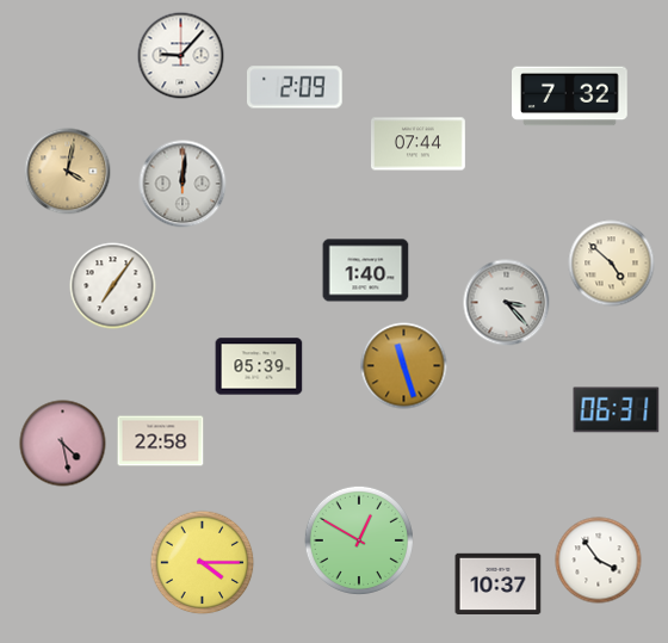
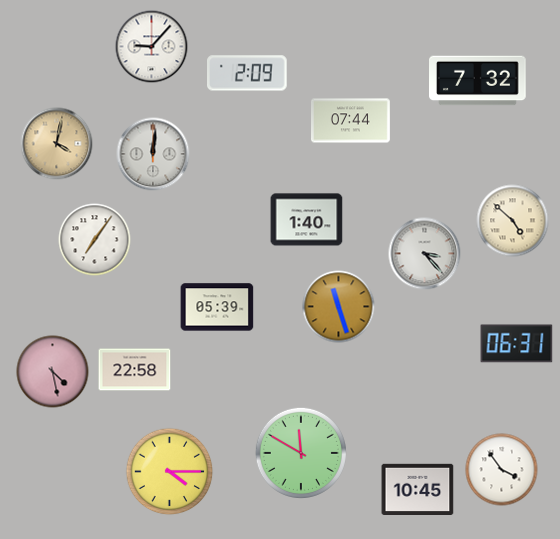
clock at (366, 271) position: (366, 271) -> (307, 220)
clock at (359, 540): 12:50 -> 11:50
clock at (499, 585): 10:37 -> 10:45
